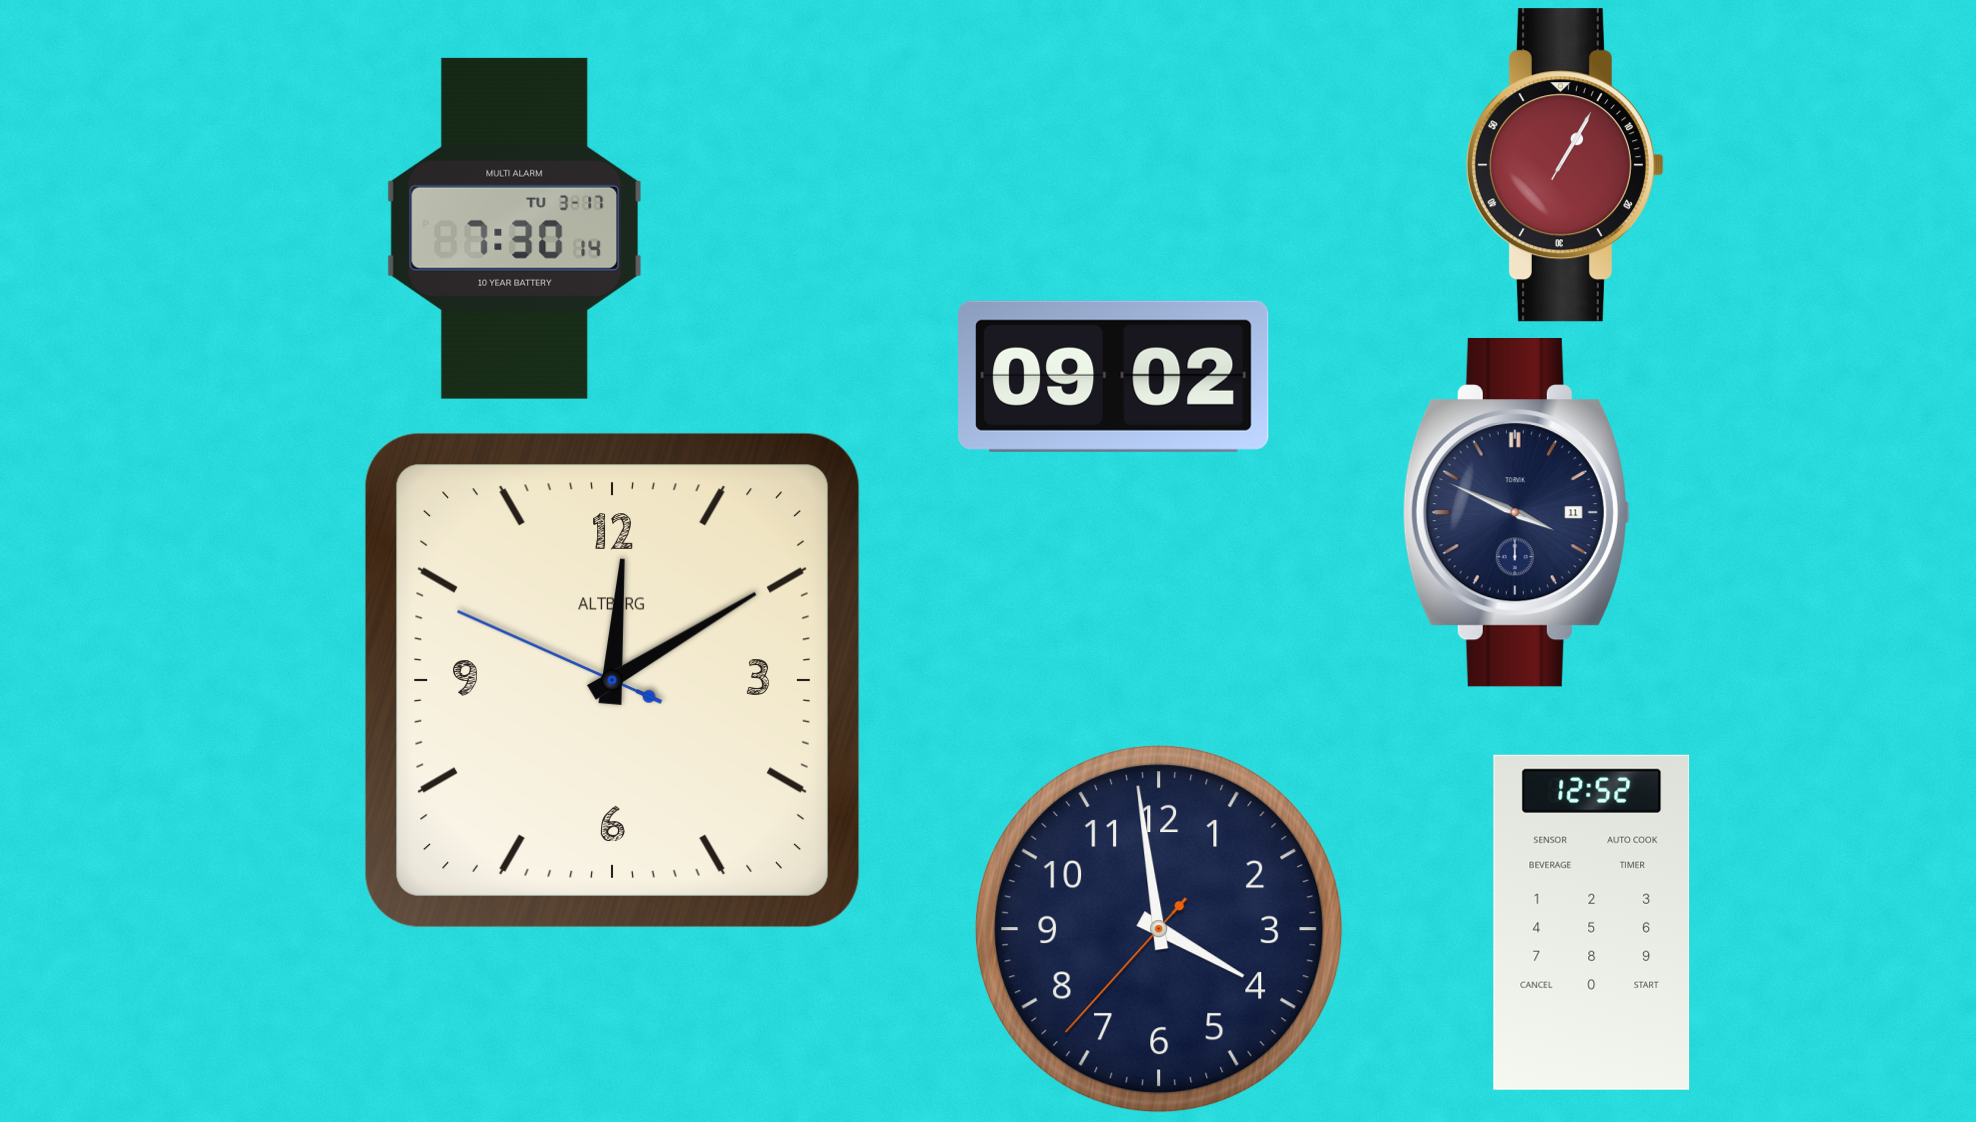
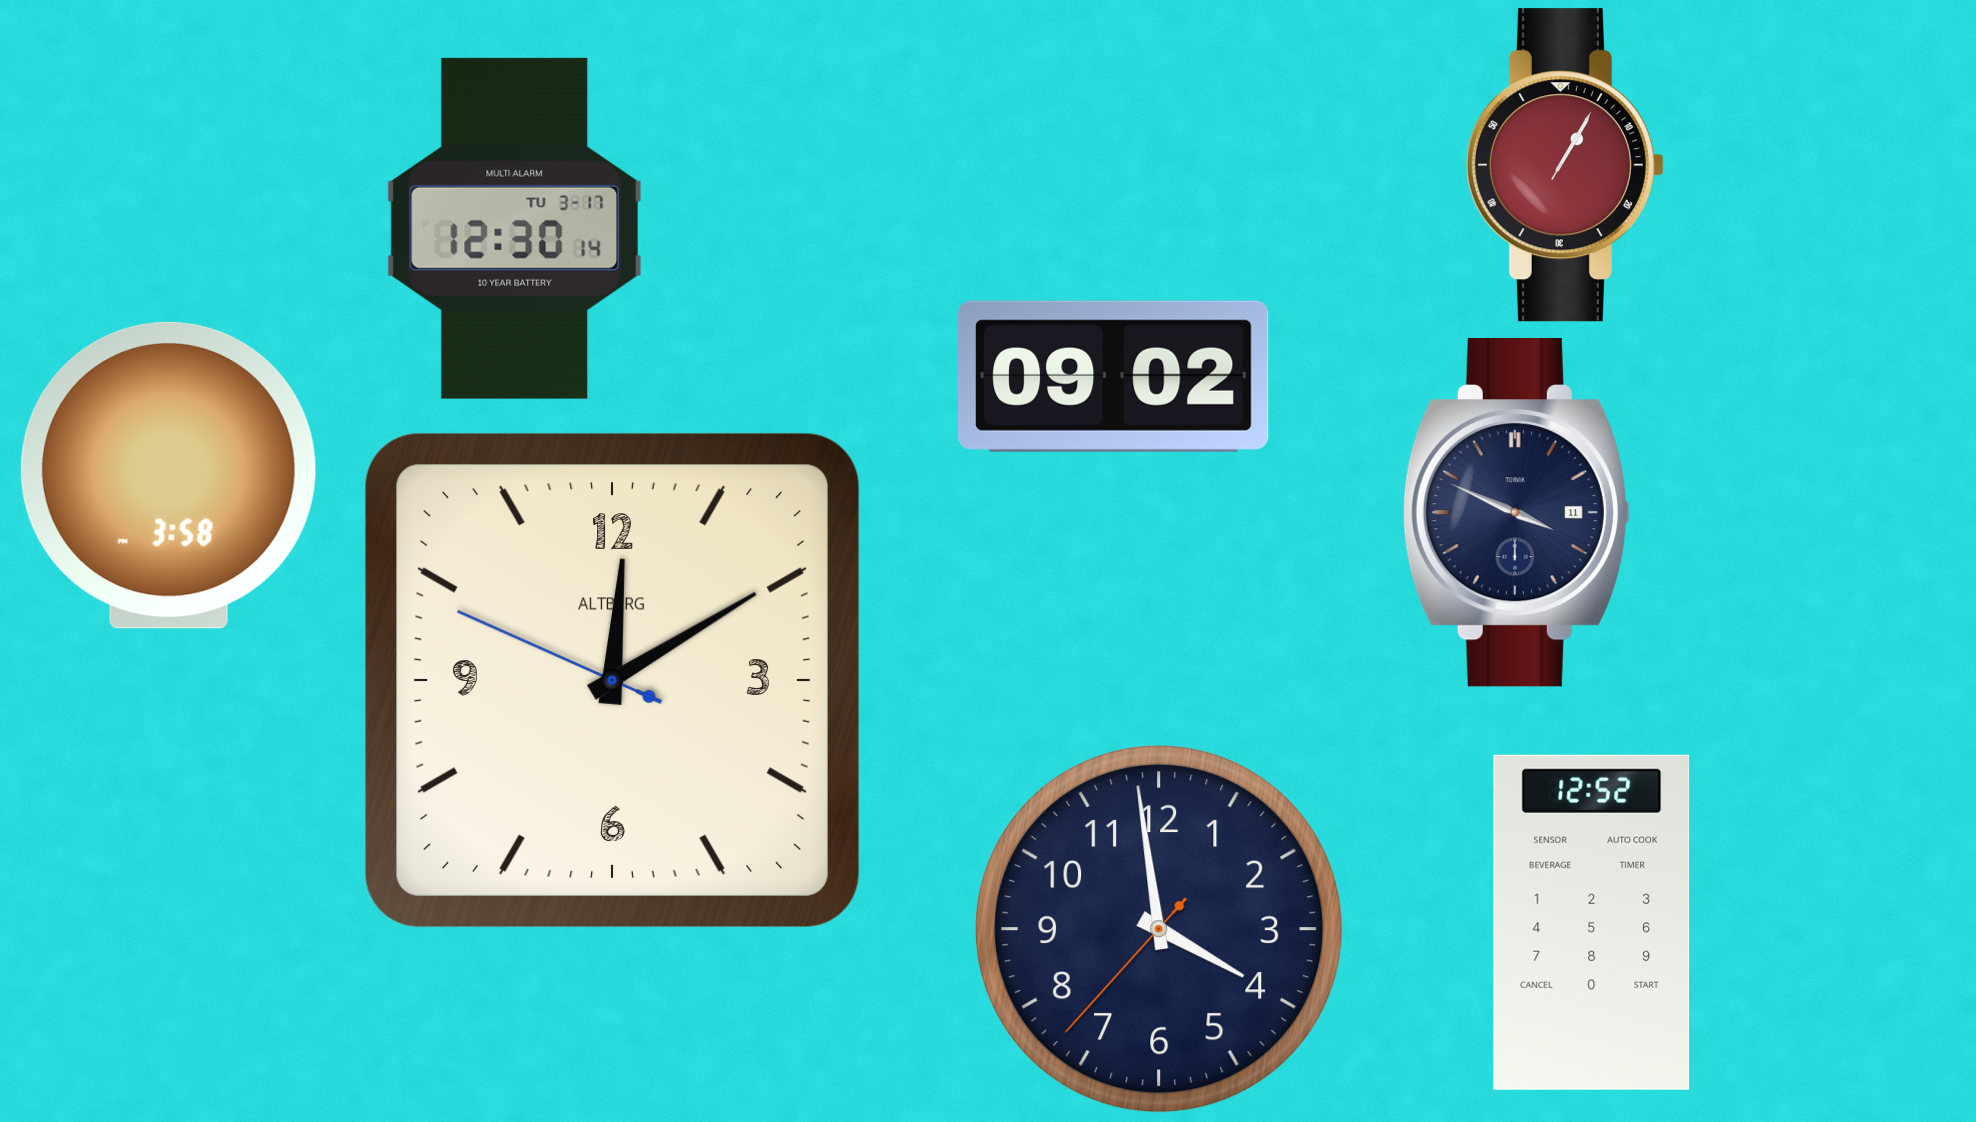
clock at (514, 228): 7:30 -> 12:30
clock at (168, 475): none -> 3:58
